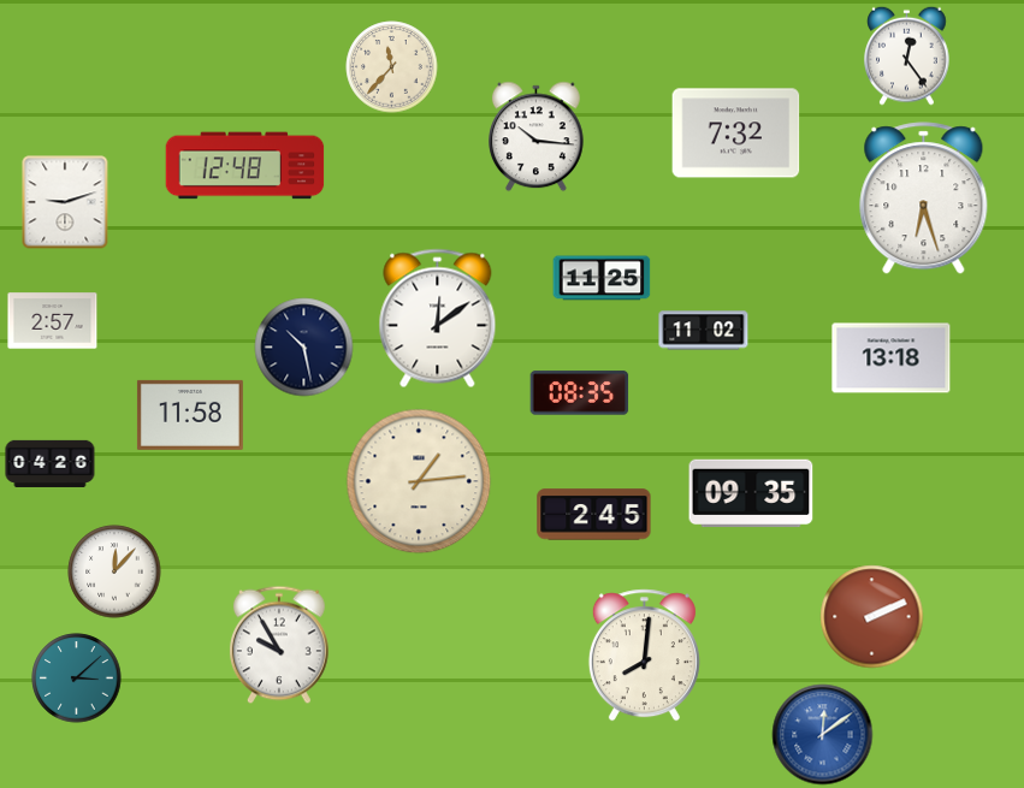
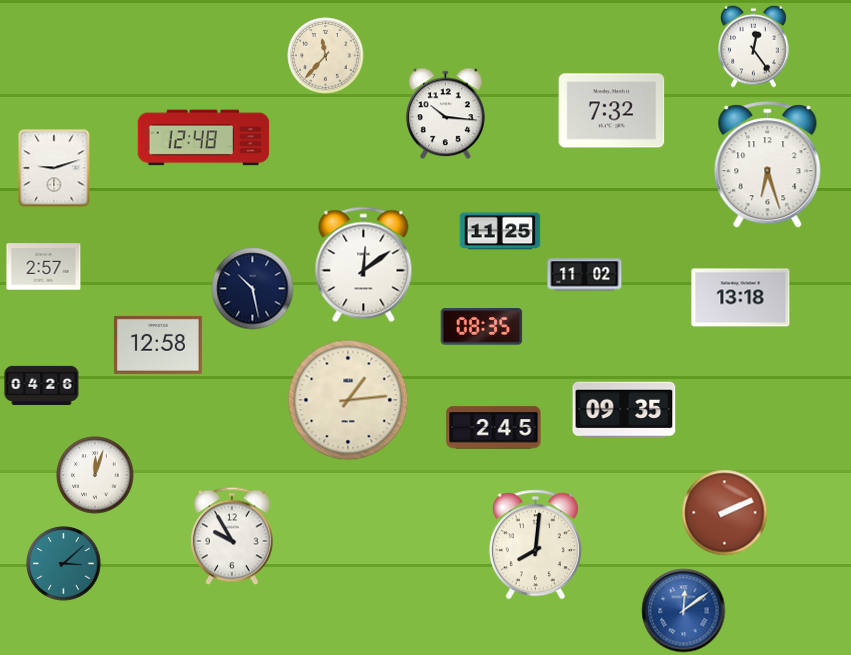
clock at (190, 415): 11:58 -> 12:58
clock at (114, 571): 12:07 -> 12:03
